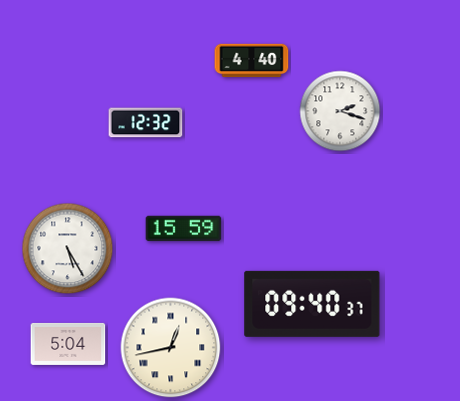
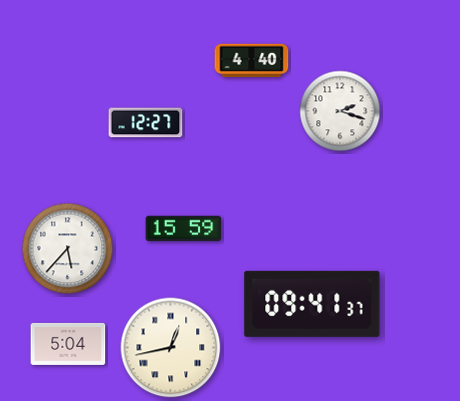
clock at (146, 123): 12:32 -> 12:27
clock at (68, 249): 5:25 -> 5:37
clock at (312, 304): 09:40 -> 09:41
